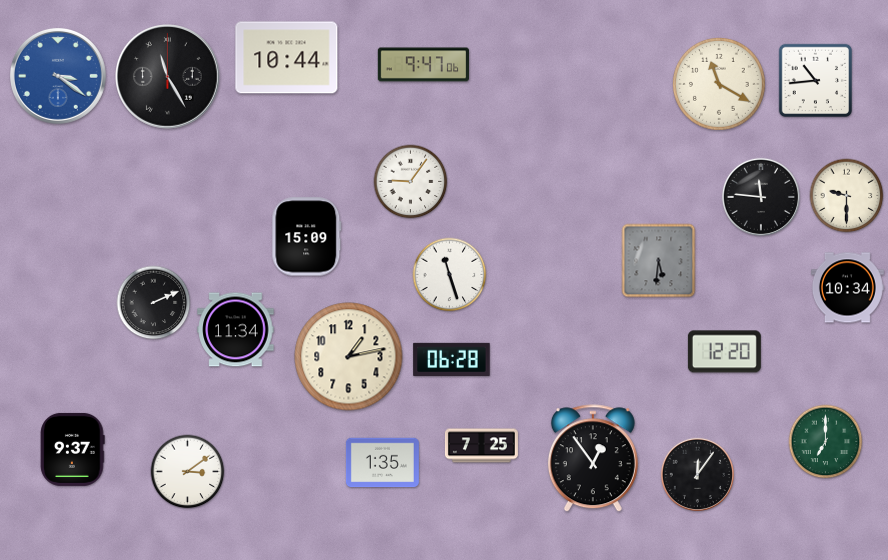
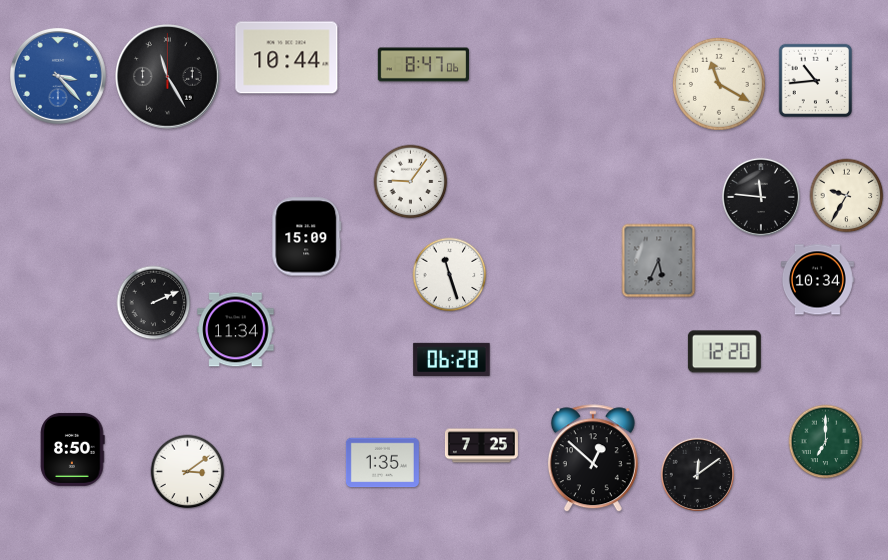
clock at (424, 65): 9:47 -> 8:47
clock at (58, 76): 3:21 -> 3:23
clock at (847, 196): 9:30 -> 9:35
clock at (659, 261): 5:31 -> 5:34
clock at (847, 288) position: (847, 288) -> (817, 280)
clock at (349, 357): 1:13 -> none
clock at (73, 449): 9:37 -> 8:50
clock at (593, 459): 12:54 -> 12:52
clock at (697, 474): 12:06 -> 12:09
